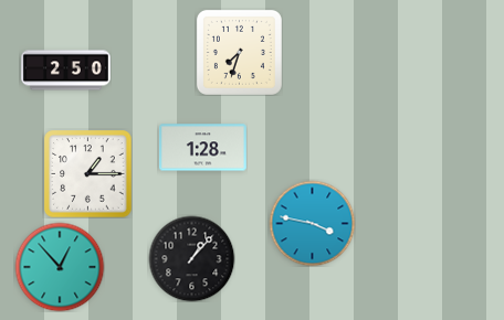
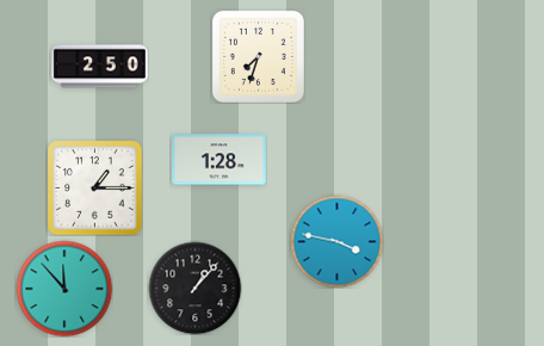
clock at (66, 71) position: (66, 71) -> (100, 67)
clock at (191, 258) position: (191, 258) -> (194, 288)
clock at (60, 267): 12:53 -> 11:53
